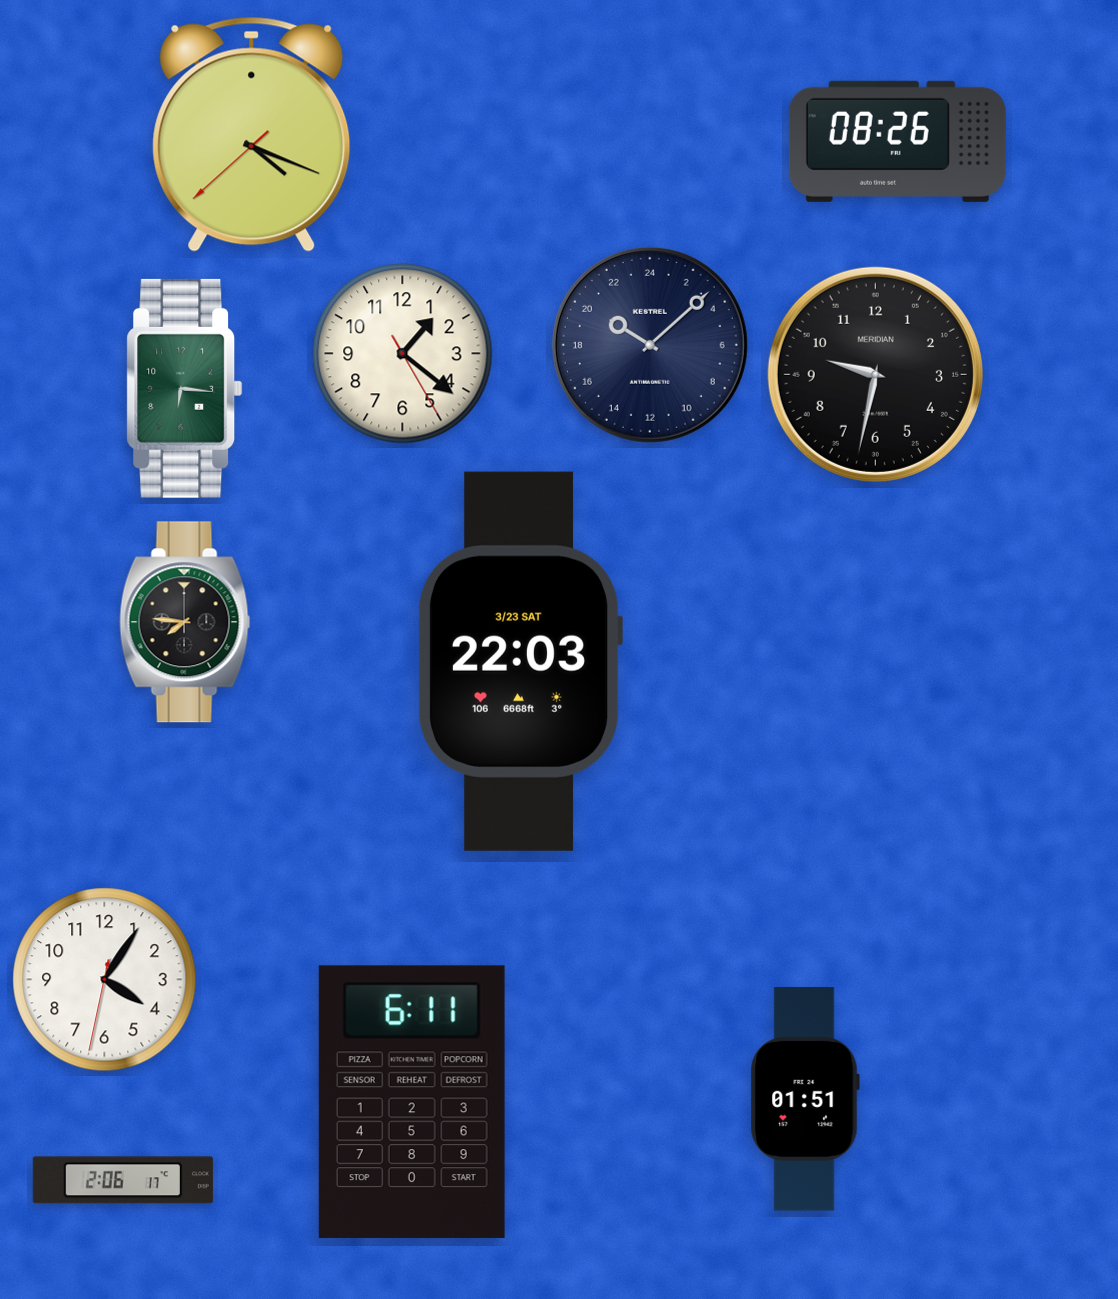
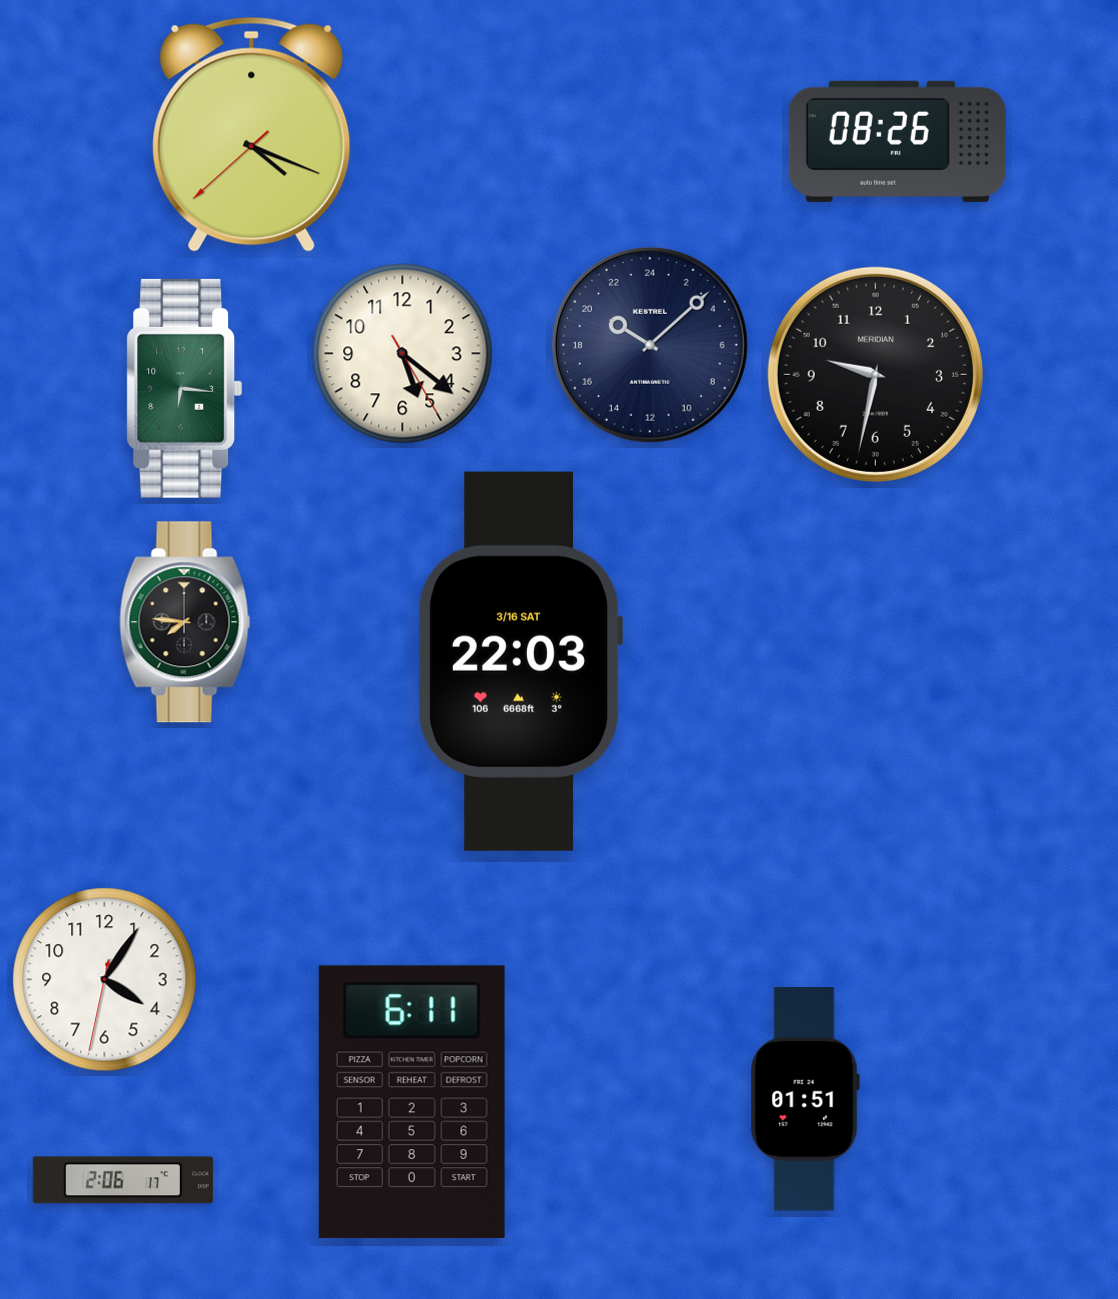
clock at (403, 354): 1:21 -> 5:21
clock at (519, 661) date: 3/23 SAT -> 3/16 SAT
